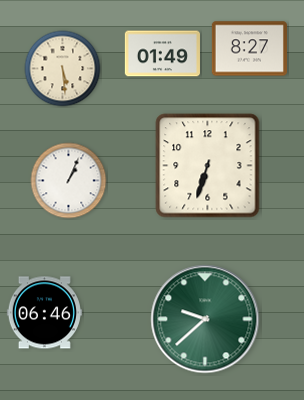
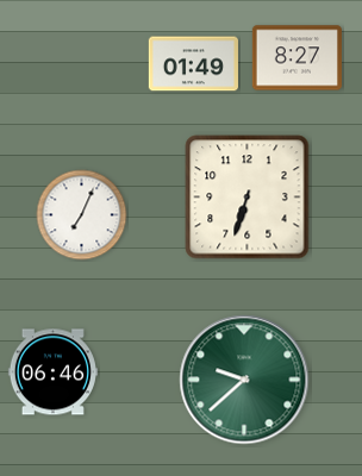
clock at (63, 69): 5:29 -> none
clock at (69, 181): 1:04 -> 7:04
